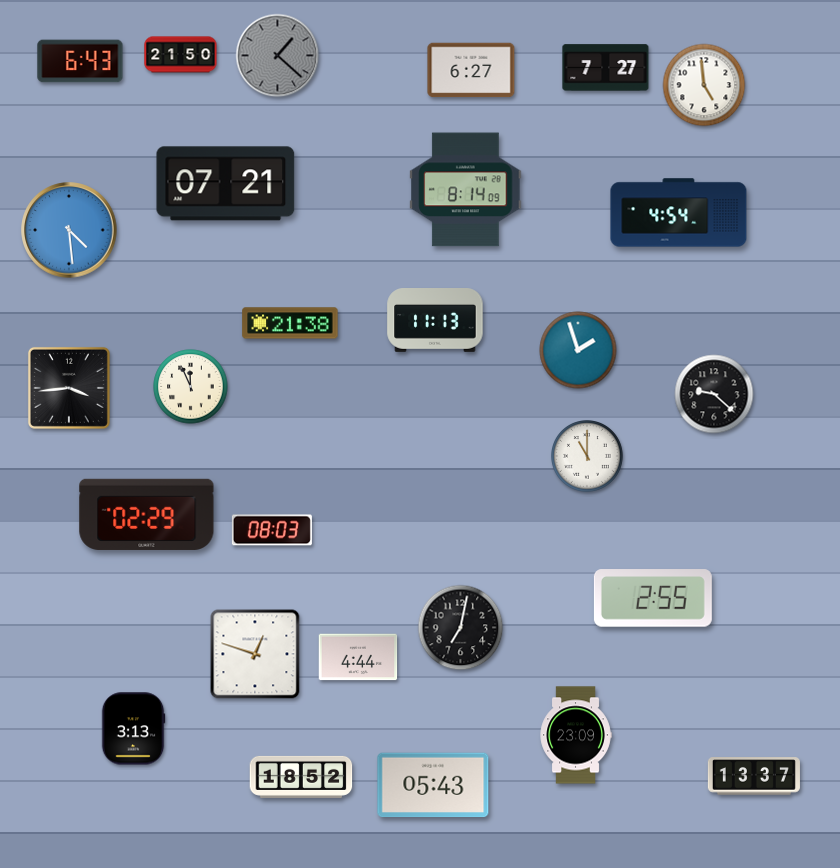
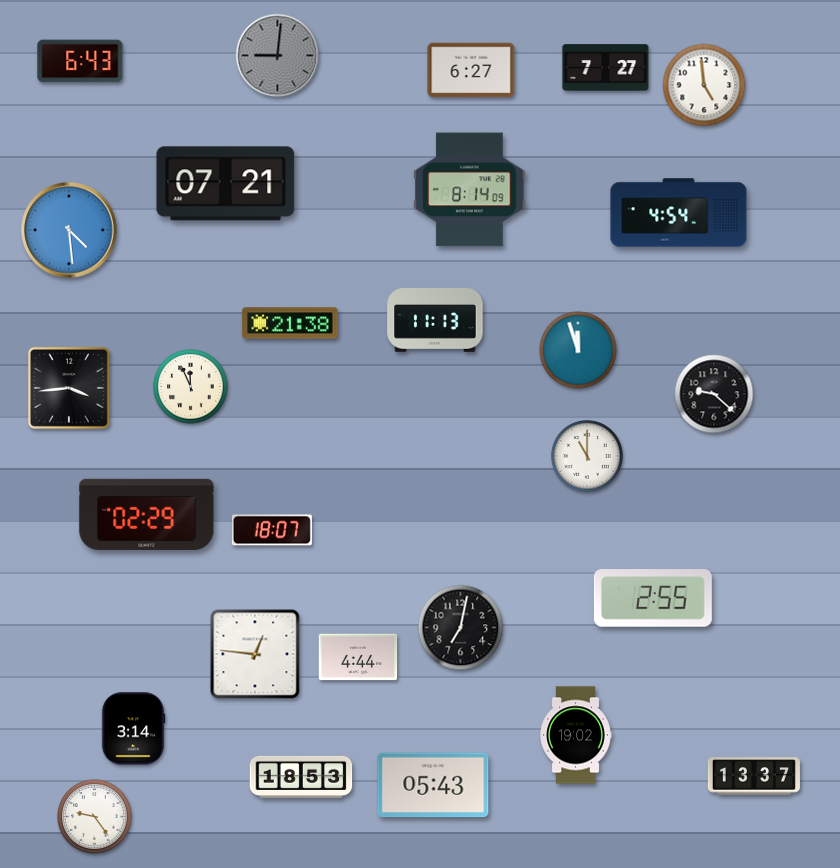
clock at (181, 55): 21:50 -> none
clock at (278, 56): 1:22 -> 9:01
clock at (466, 190) position: (466, 190) -> (470, 190)
clock at (578, 350): 1:57 -> 11:57
clock at (272, 530): 08:03 -> 18:07
clock at (255, 654): 12:48 -> 12:46
clock at (133, 729): 3:13 -> 3:14
clock at (576, 735): 23:09 -> 19:02
clock at (301, 777): 18:52 -> 18:53
clock at (95, 817): none -> 9:24
